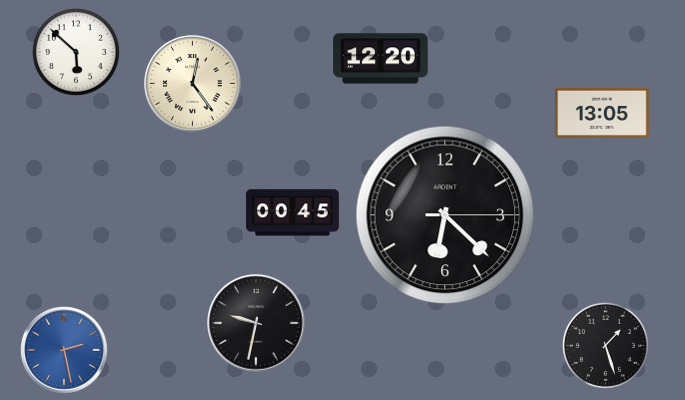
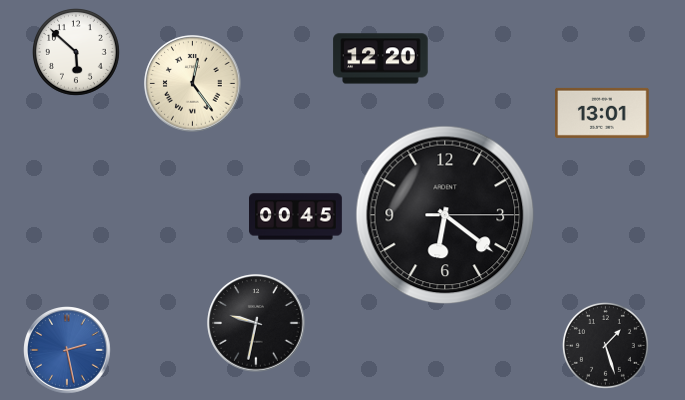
clock at (602, 113): 13:05 -> 13:01
clock at (293, 213) position: (293, 213) -> (296, 217)
clock at (445, 215): 6:22 -> 6:21
clock at (65, 351) position: (65, 351) -> (68, 351)
